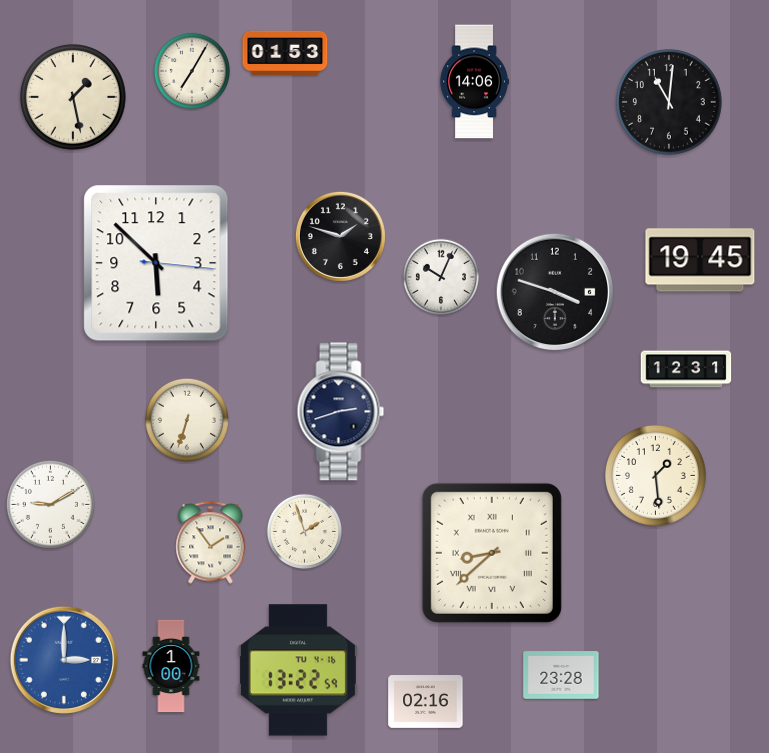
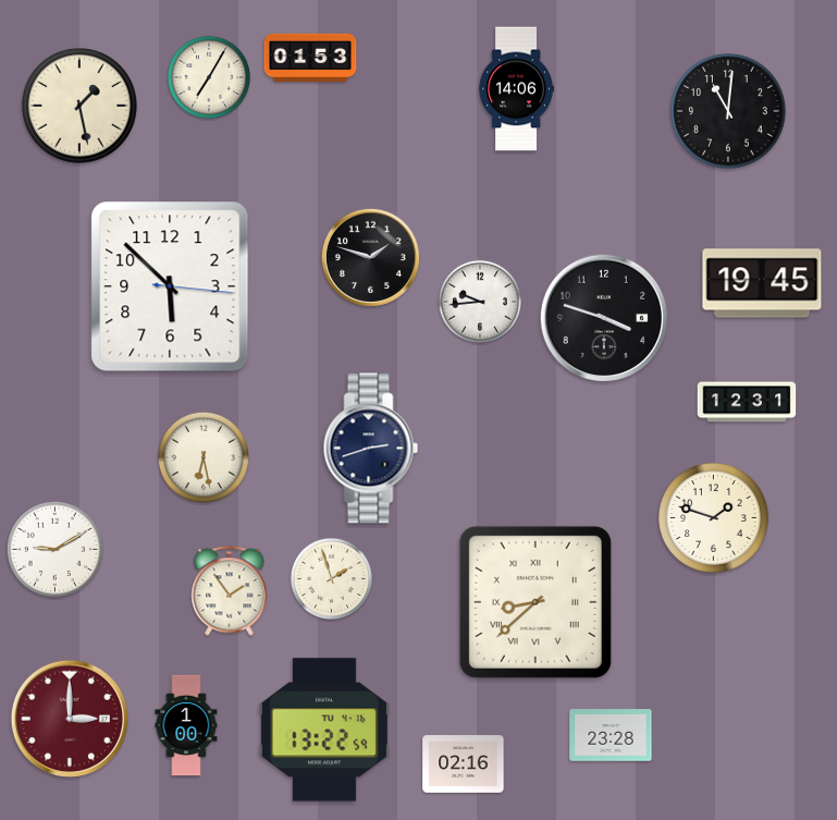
clock at (441, 276): 10:04 -> 9:44
clock at (187, 420): 6:33 -> 6:28
clock at (655, 475): 1:29 -> 1:48
clock at (64, 660) dial: blue -> burgundy
